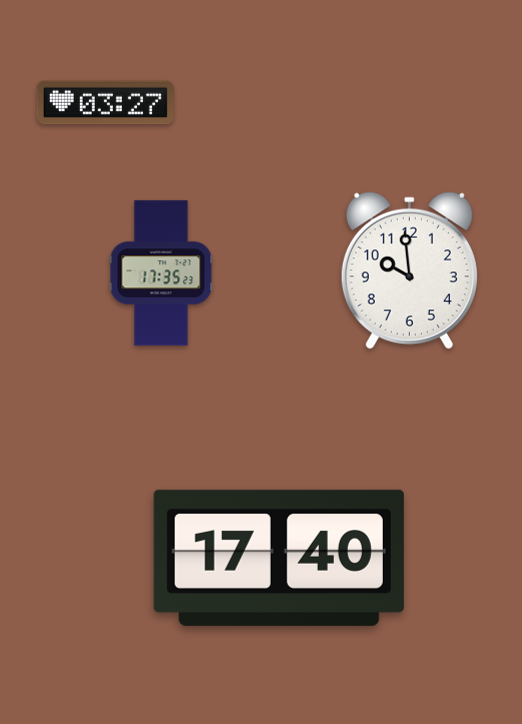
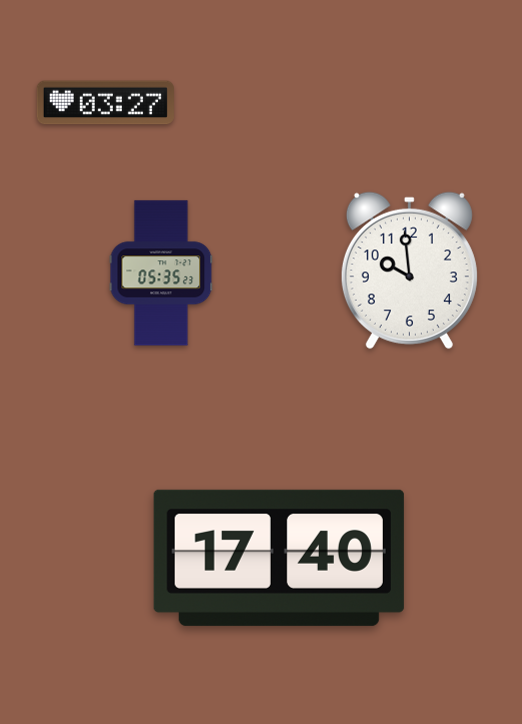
clock at (161, 273): 17:35 -> 05:35
